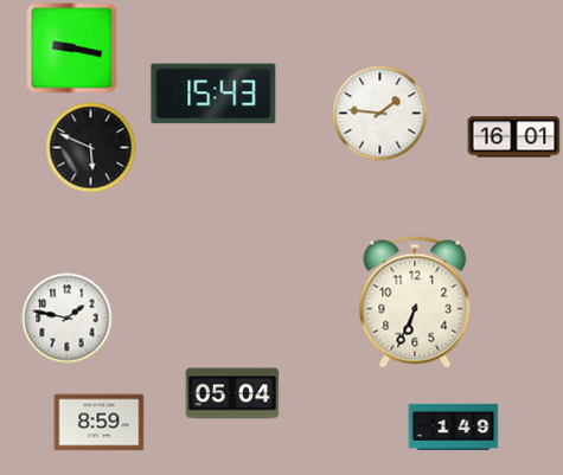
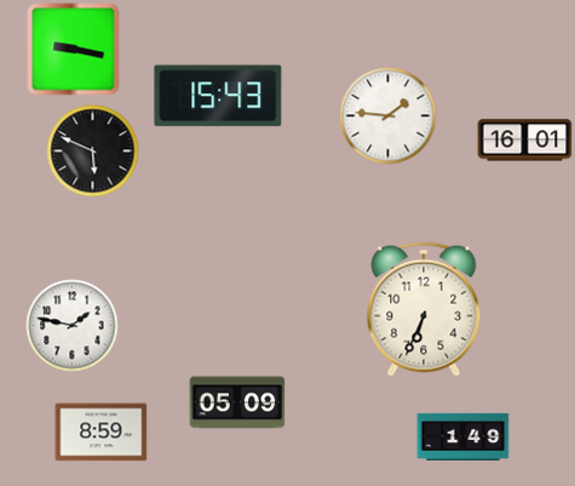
clock at (68, 319) position: (68, 319) -> (73, 326)
clock at (232, 393): 05:04 -> 05:09
